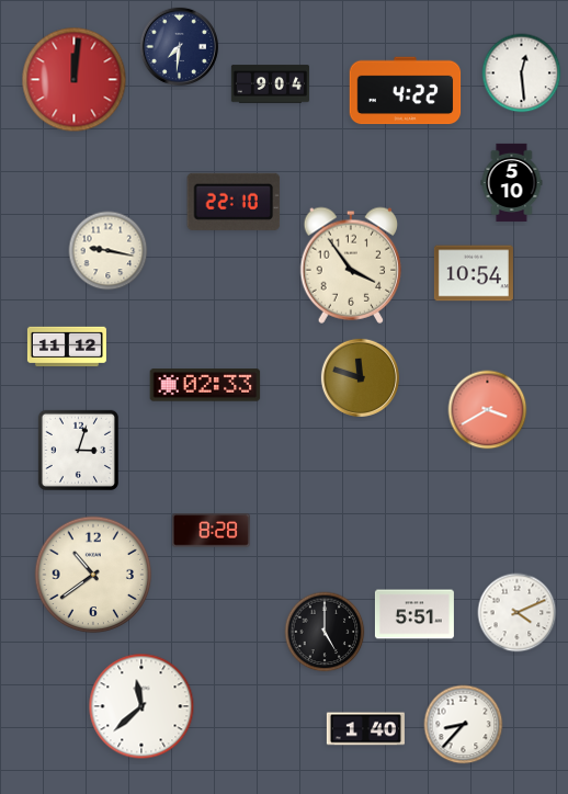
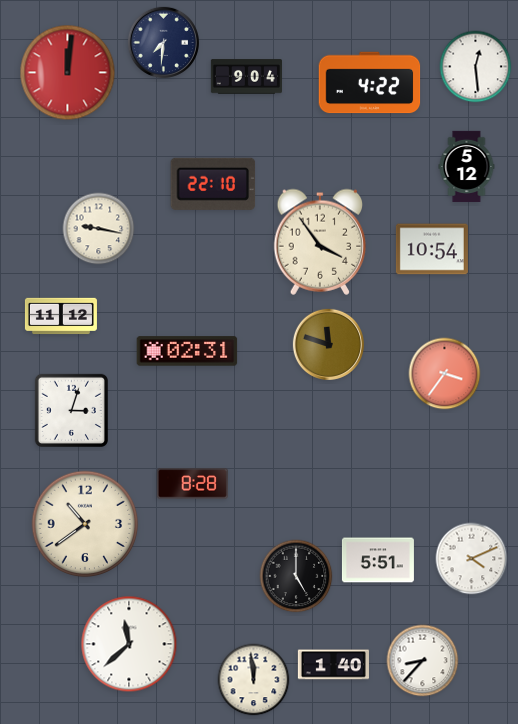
clock at (512, 182): 5:10 -> 5:12
clock at (205, 385): 02:33 -> 02:31
clock at (488, 410): 3:40 -> 3:36
clock at (254, 680): none -> 11:59
